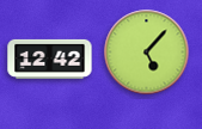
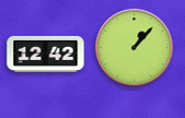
clock at (147, 53): 5:07 -> 1:07
